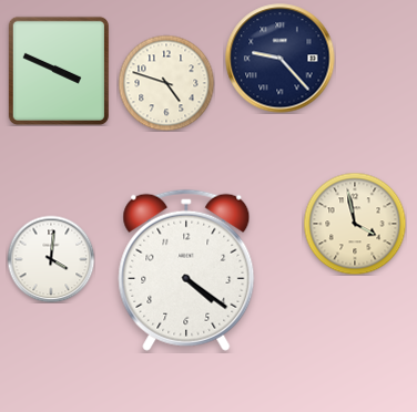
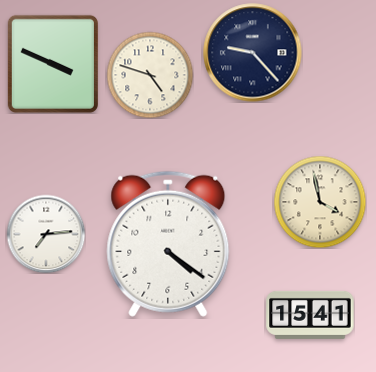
clock at (51, 259): 4:01 -> 7:14
clock at (310, 315): none -> 15:41
